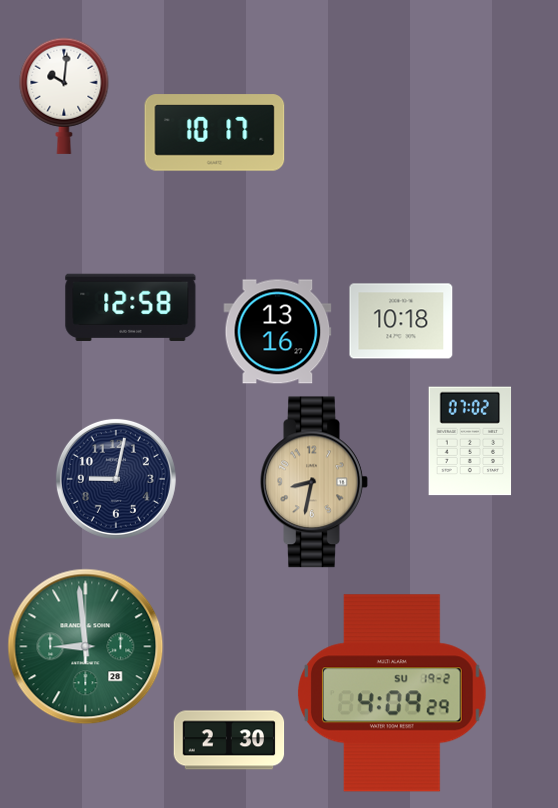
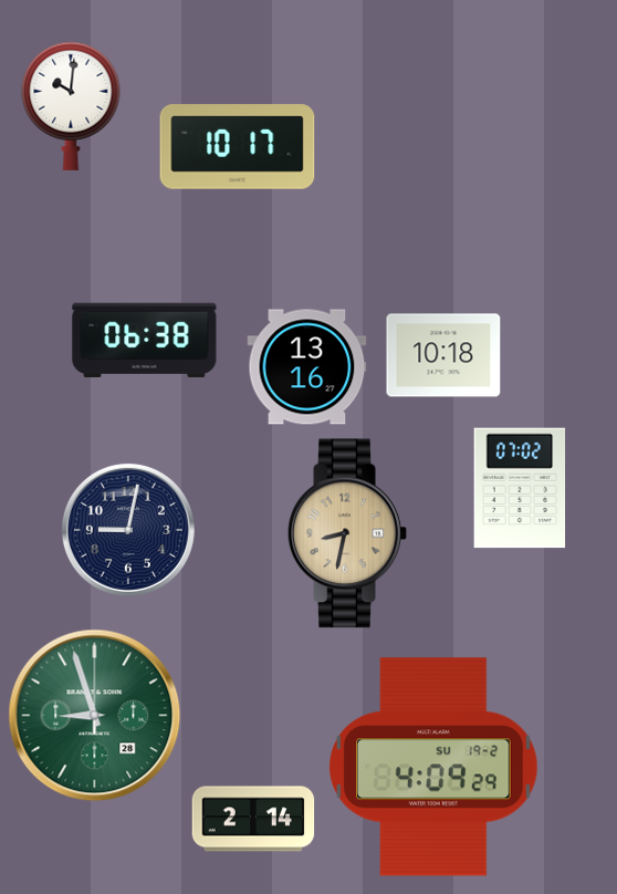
clock at (131, 307): 12:58 -> 06:38
clock at (86, 647): 8:59 -> 8:57
clock at (229, 740): 2:30 -> 2:14
